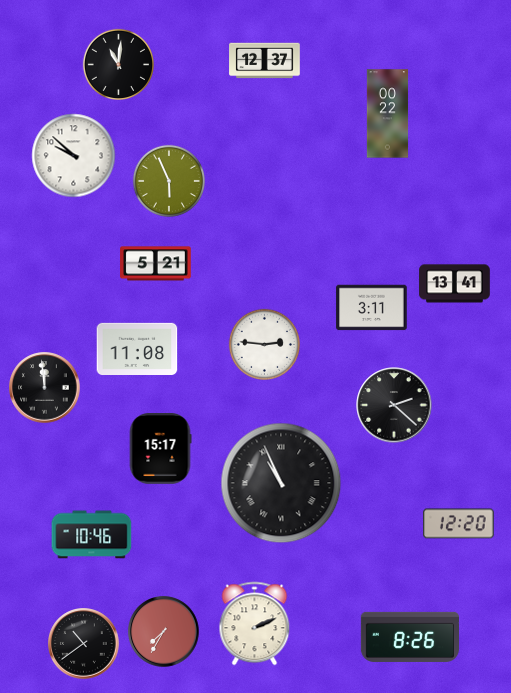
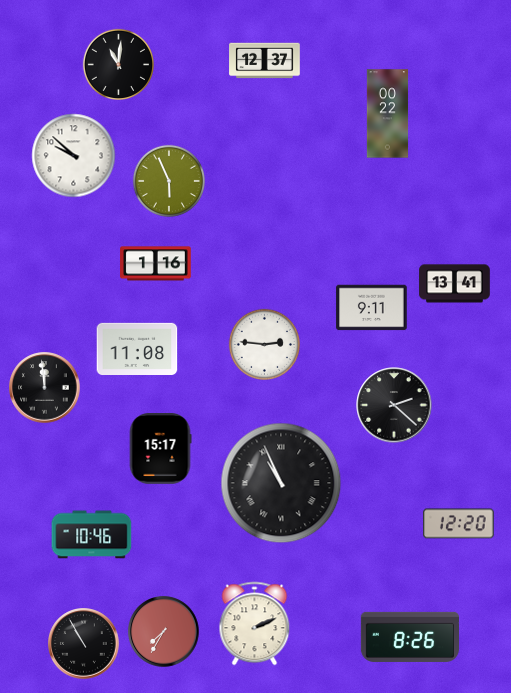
clock at (156, 264): 5:21 -> 1:16
clock at (372, 308): 3:11 -> 9:11
clock at (84, 644): 10:39 -> 10:55
